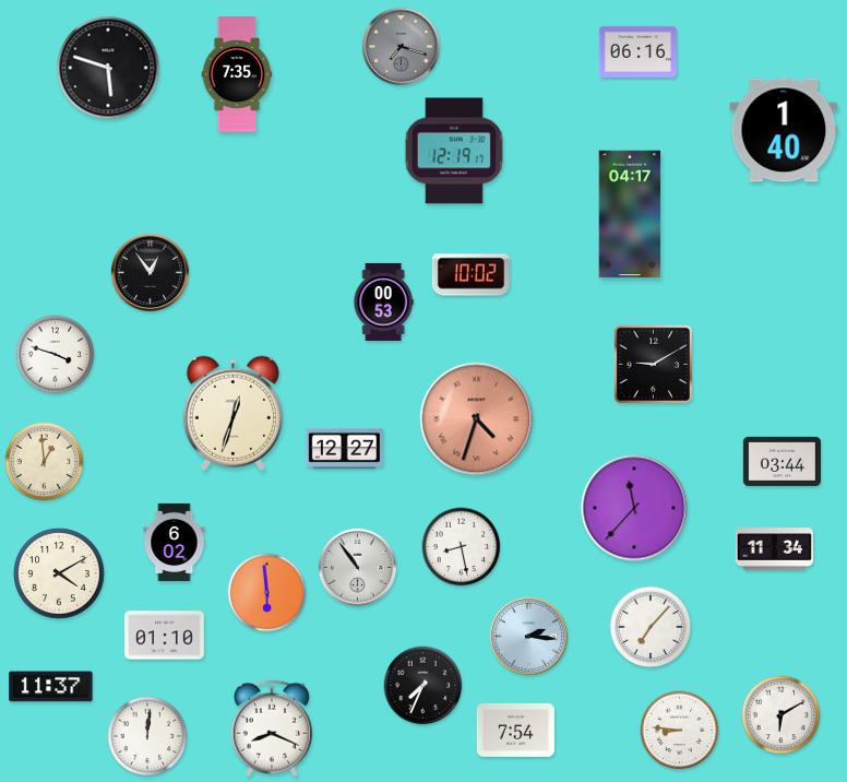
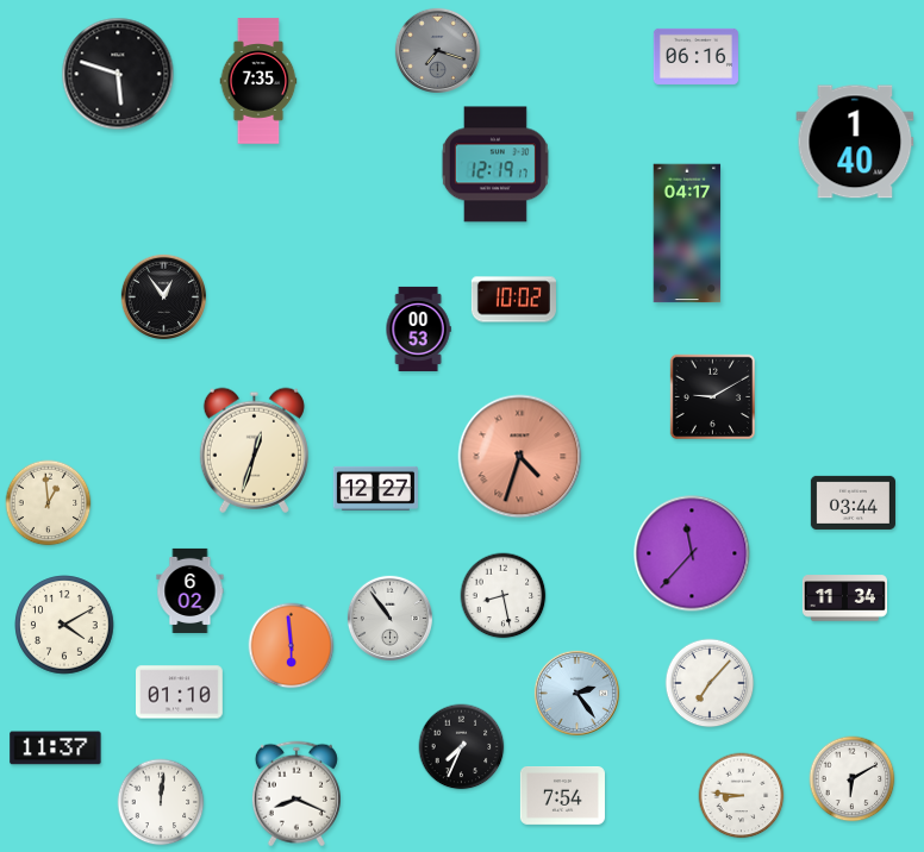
clock at (56, 355): 3:48 -> none
clock at (528, 636): 2:16 -> 2:24
